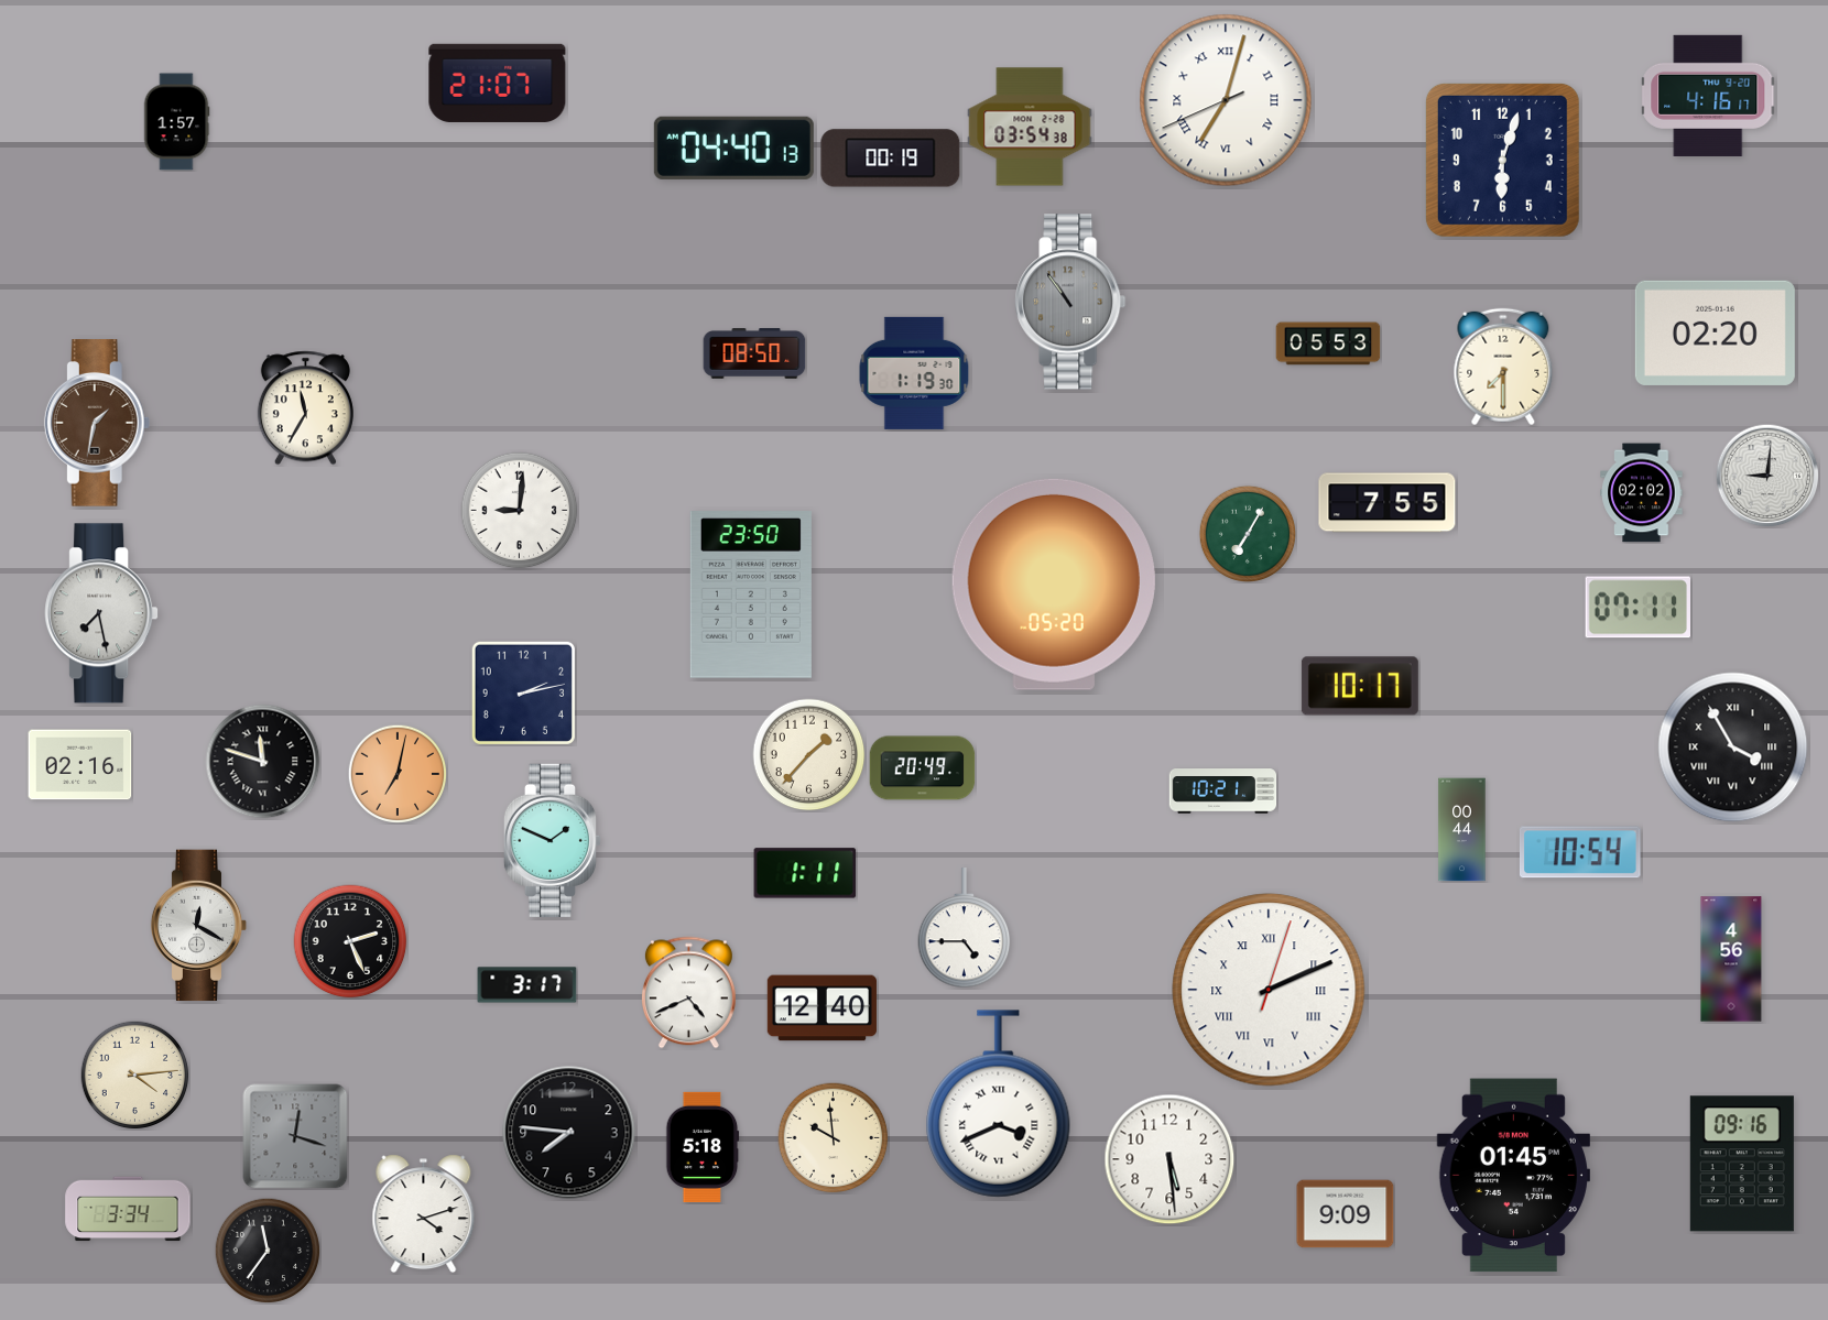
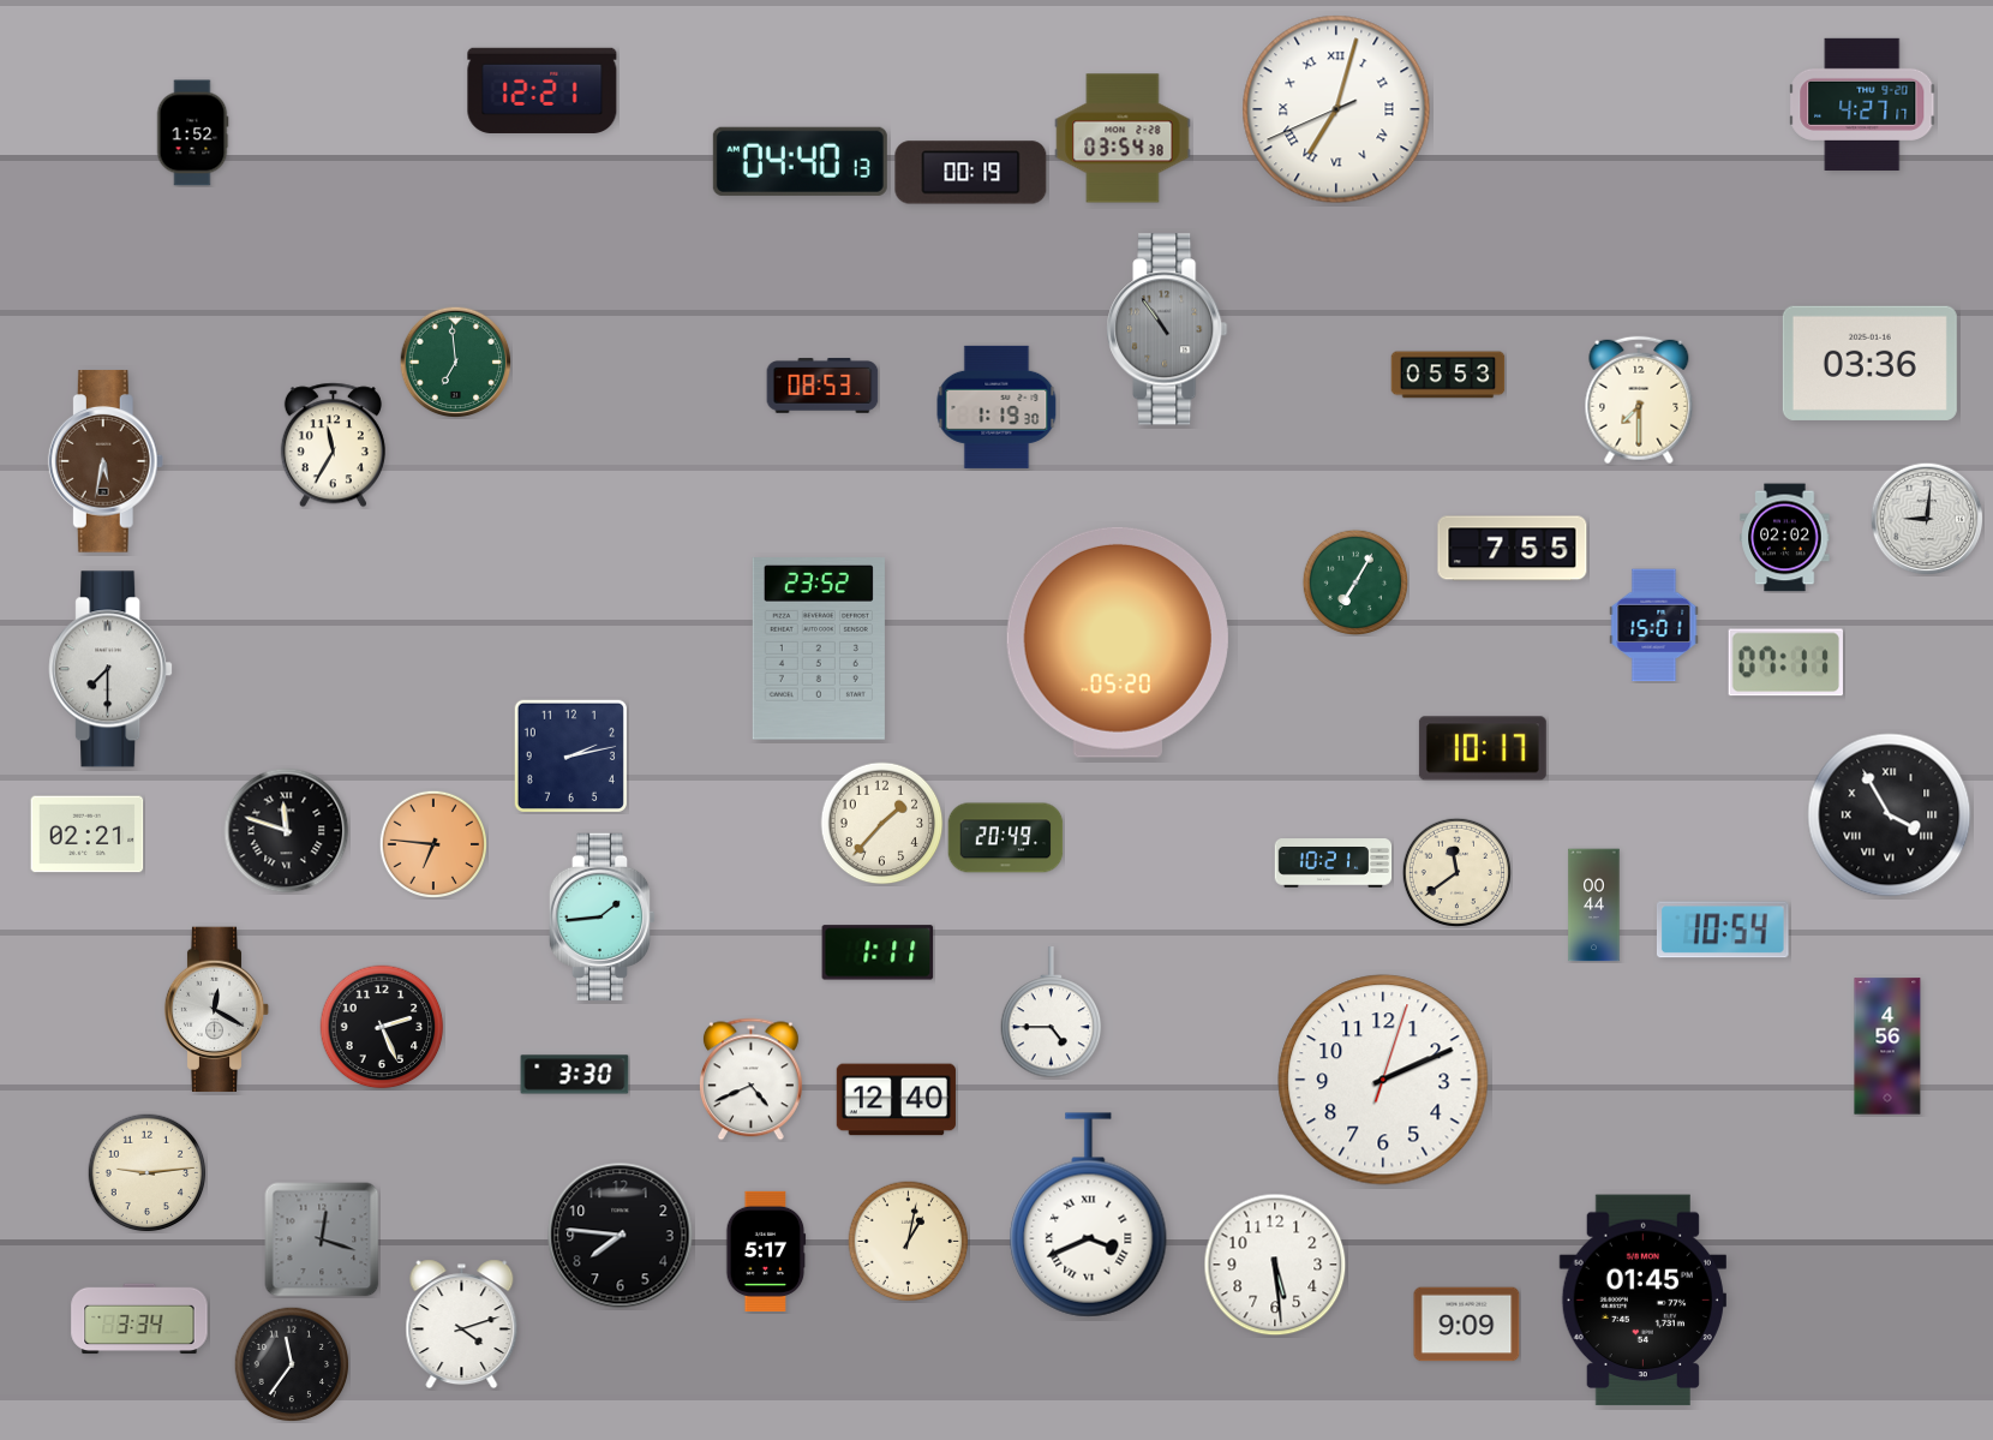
clock at (498, 83): 21:07 -> 12:21
clock at (1709, 96): 4:16 -> 4:27
clock at (176, 122): 1:57 -> 1:52
clock at (1502, 160): 6:03 -> none
clock at (455, 362): none -> 6:59
clock at (1715, 332): 02:20 -> 03:36
clock at (754, 353): 08:50 -> 08:53
clock at (97, 423): 1:32 -> 5:32
clock at (1642, 493) position: (1642, 493) -> (1785, 538)
clock at (520, 511): 9:01 -> none
clock at (1247, 533) position: (1247, 533) -> (1354, 581)
clock at (1654, 626): none -> 15:01
clock at (1054, 585) position: (1054, 585) -> (1118, 643)
clock at (751, 594): 23:50 -> 23:52
clock at (101, 613): 7:28 -> 7:30
clock at (80, 765): 02:16 -> 02:21
clock at (396, 773): 7:02 -> 6:46
clock at (1456, 872): none -> 11:39
clock at (553, 840): 1:49 -> 1:44
clock at (527, 985): 3:17 -> 3:30
clock at (1269, 990) numerals: Roman -> Arabic
clock at (688, 993) position: (688, 993) -> (750, 1080)
clock at (135, 1076): 4:14 -> 9:14
clock at (999, 1104) position: (999, 1104) -> (1089, 1215)
clock at (834, 1138): 9:59 -> 1:02
clock at (703, 1147): 5:18 -> 5:17
clock at (1742, 1164): 09:16 -> none
clock at (1513, 1176) position: (1513, 1176) -> (1642, 1301)
